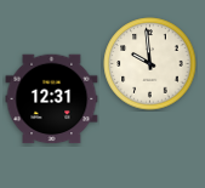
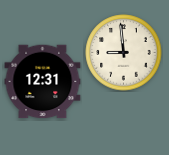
clock at (150, 64): 9:59 -> 8:59
